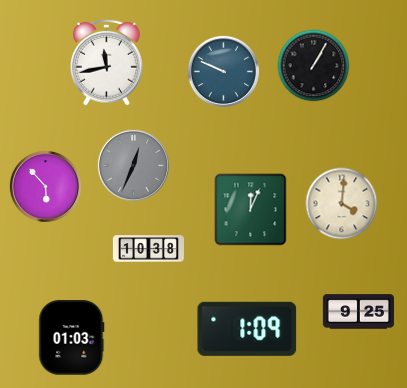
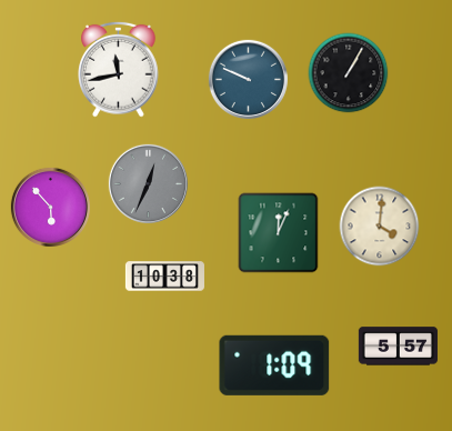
clock at (358, 312): 9:25 -> 5:57
clock at (72, 338): 01:03 -> none
